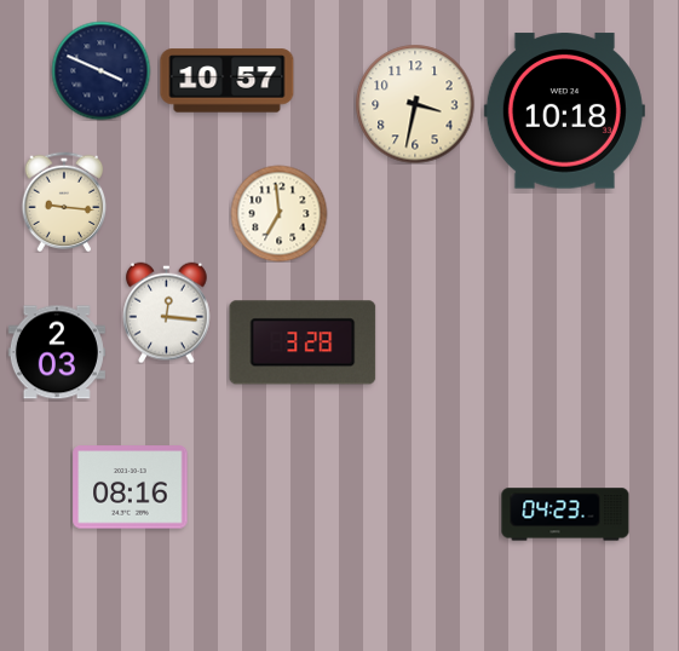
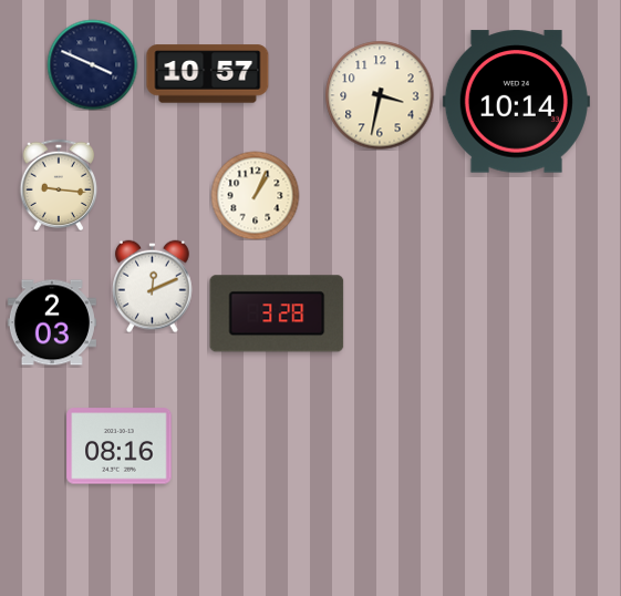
clock at (564, 111): 10:18 -> 10:14
clock at (278, 213): 6:59 -> 1:04
clock at (167, 312): 12:16 -> 12:11
clock at (565, 514): 04:23 -> none
